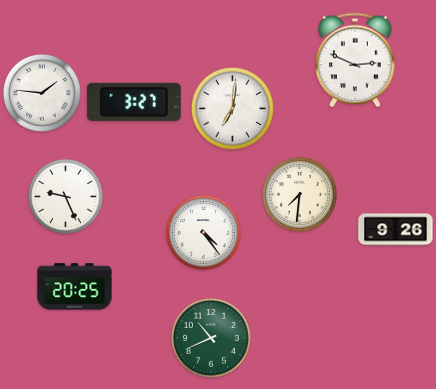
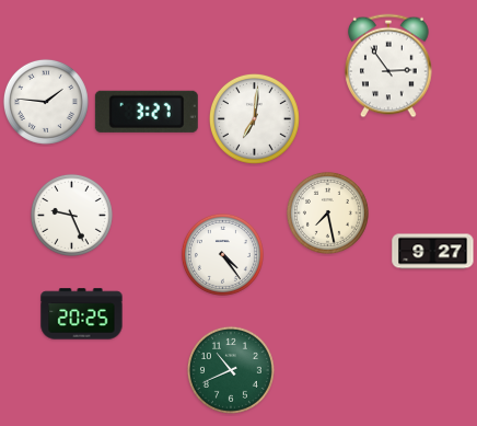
clock at (355, 60): 2:49 -> 2:54
clock at (299, 194): 7:31 -> 7:28
clock at (396, 230): 9:26 -> 9:27
